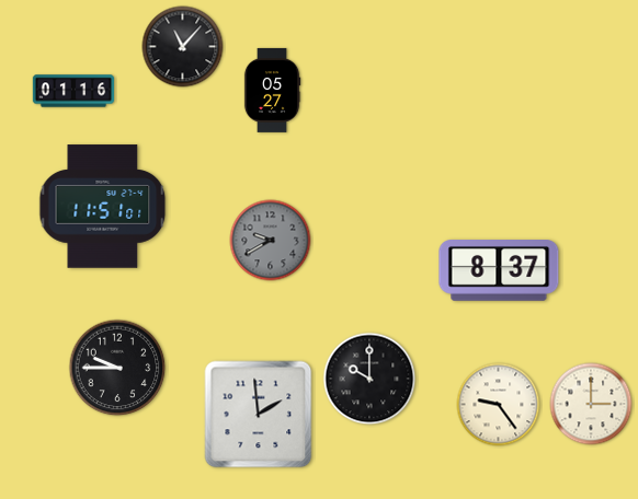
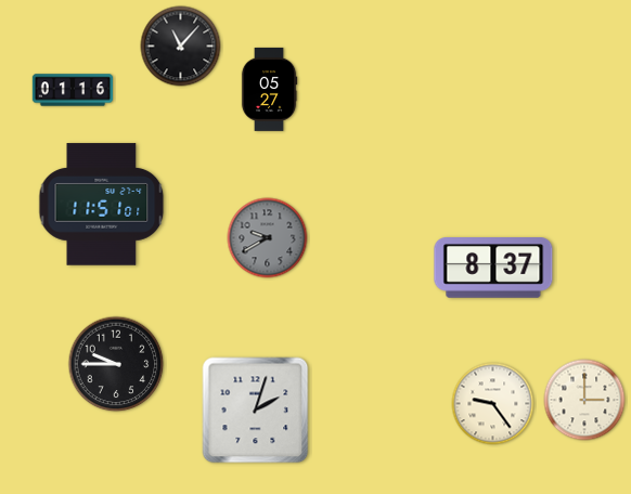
clock at (369, 379): 10:00 -> none
clock at (499, 405) position: (499, 405) -> (493, 404)
clock at (259, 415): 1:59 -> 2:03
